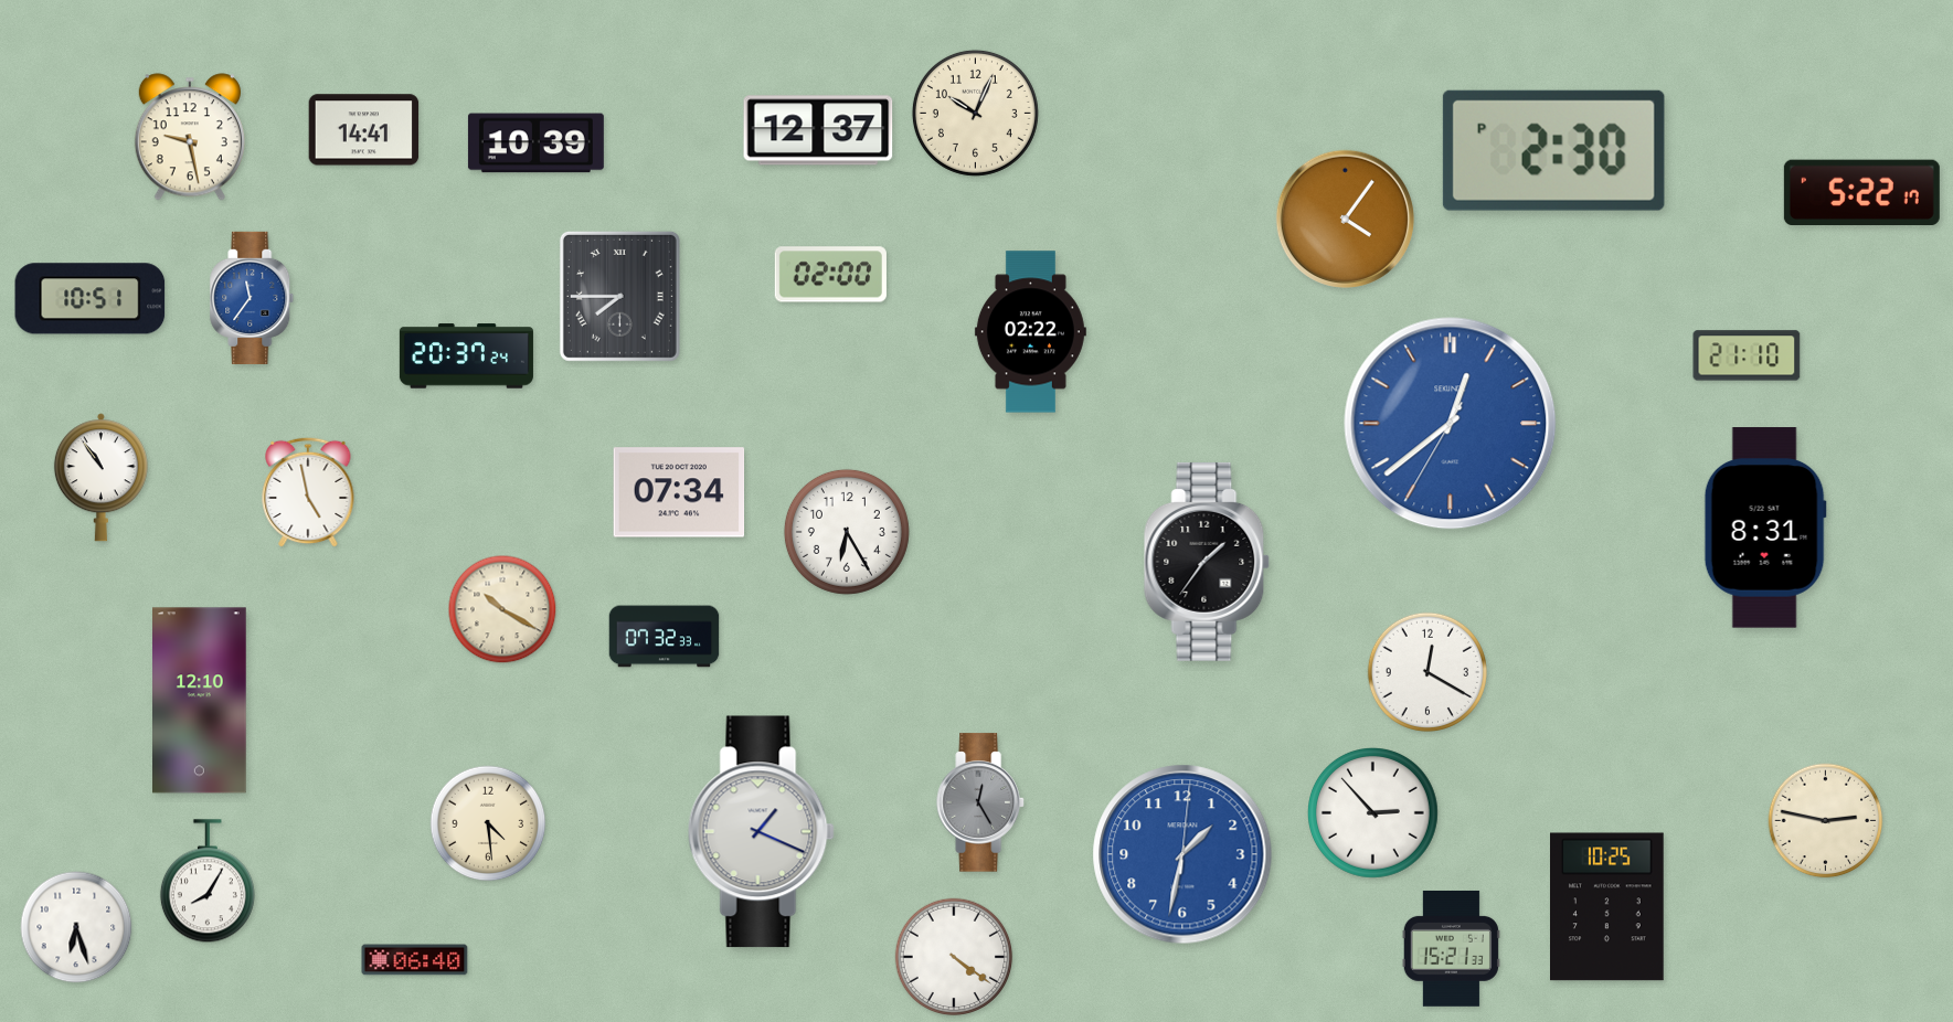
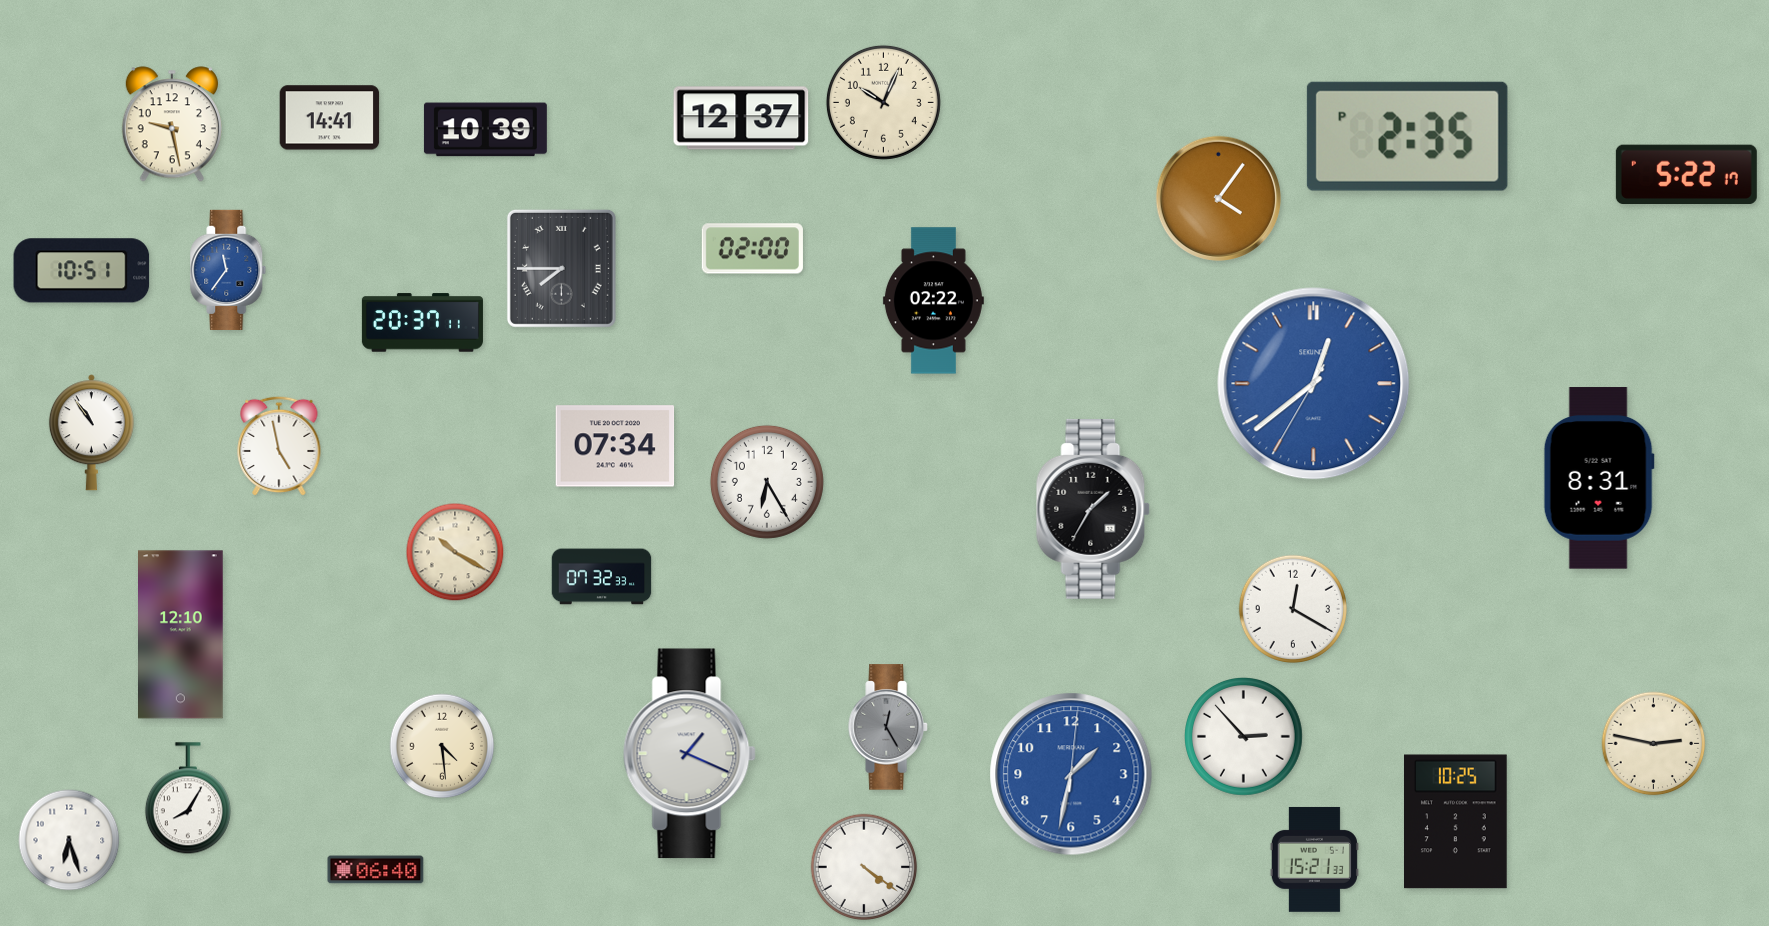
clock at (1553, 150): 2:30 -> 2:35
clock at (1747, 355): 21:10 -> none
clock at (466, 356): 20:37:24 -> 20:37:11
clock at (1207, 562): 1:36 -> 1:35
